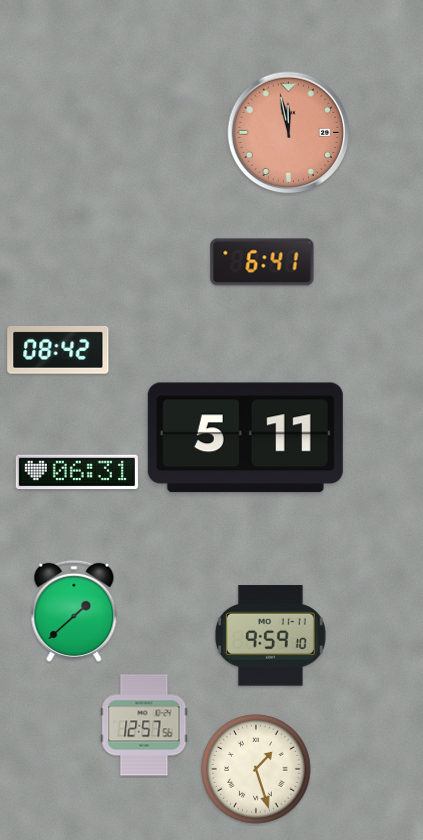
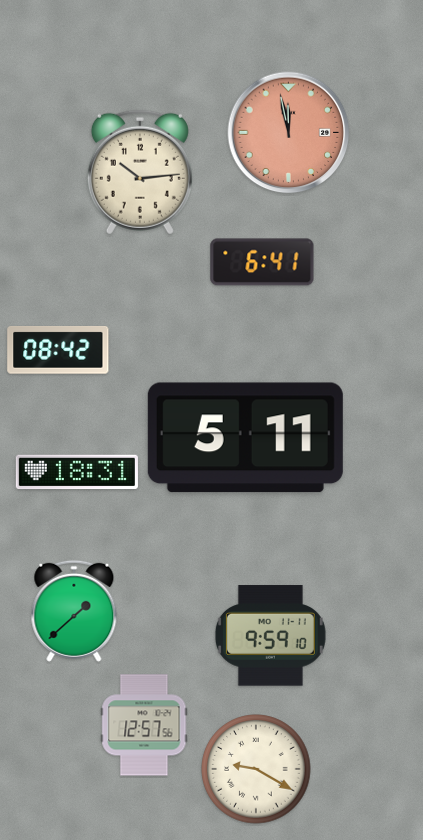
clock at (140, 172): none -> 10:14
clock at (77, 472): 06:31 -> 18:31
clock at (256, 769): 1:27 -> 9:20
